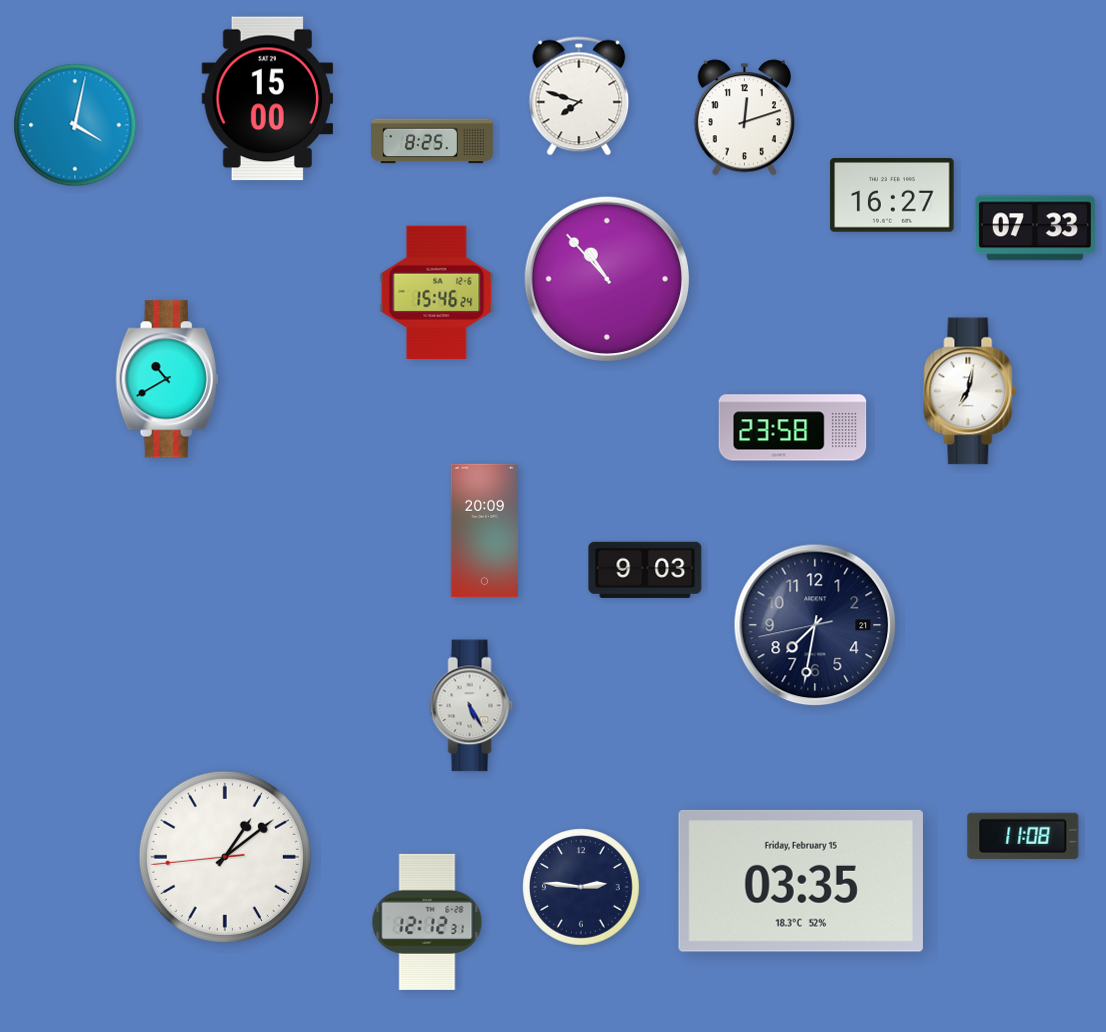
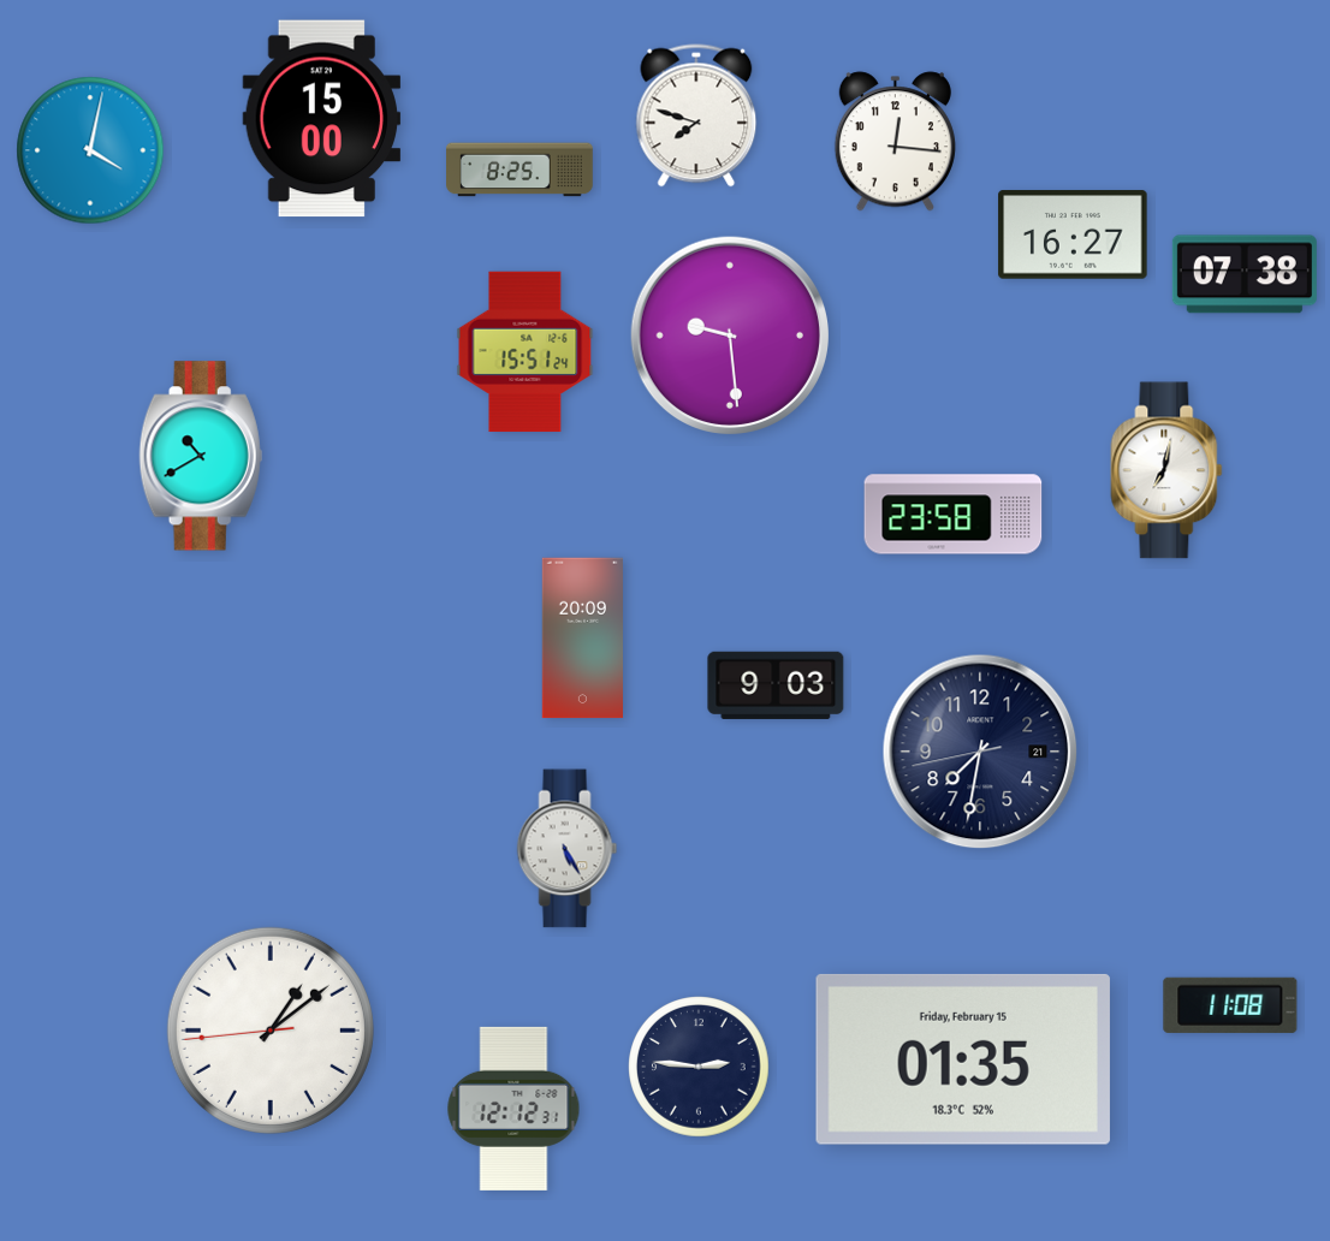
clock at (744, 118): 12:12 -> 12:16
clock at (1035, 228): 07:33 -> 07:38
clock at (606, 278): 10:53 -> 9:29
clock at (437, 293): 15:46 -> 15:51
clock at (801, 881): 03:35 -> 01:35
